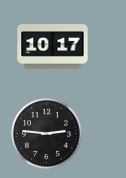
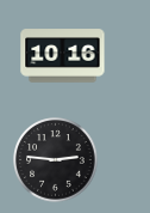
clock at (53, 47): 10:17 -> 10:16
